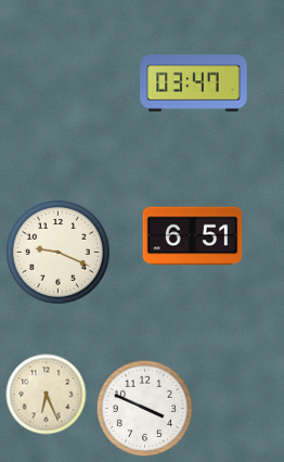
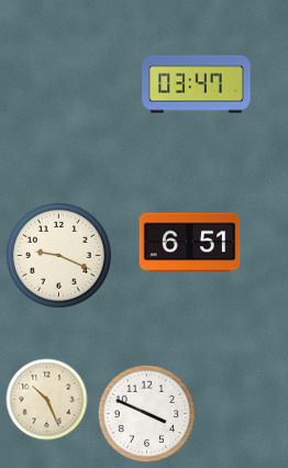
clock at (193, 236) position: (193, 236) -> (190, 243)
clock at (47, 395): 6:26 -> 10:26
